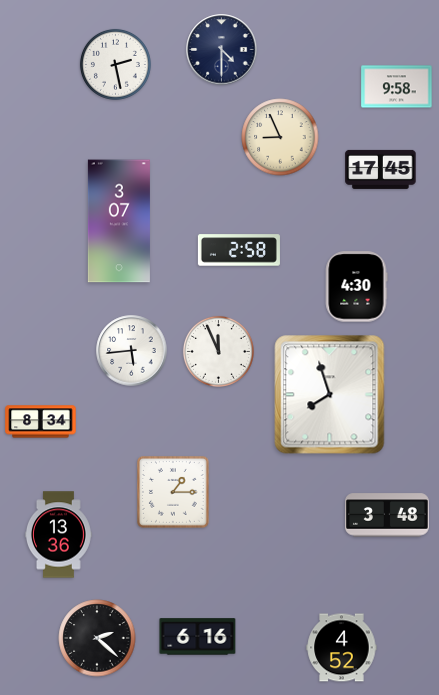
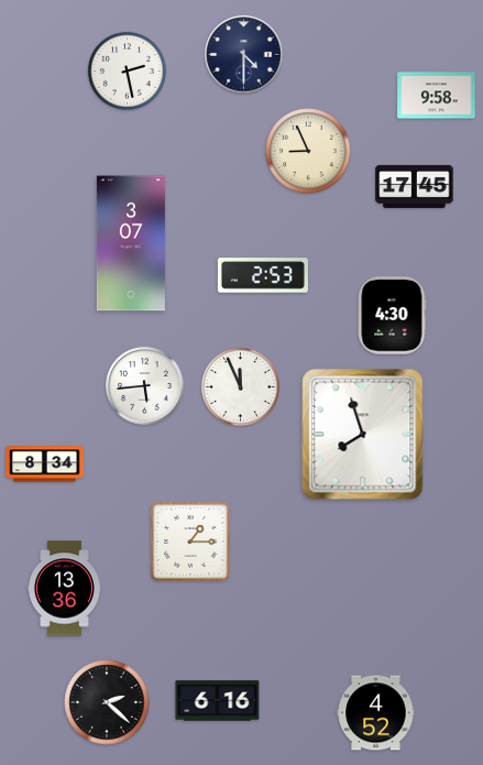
clock at (381, 169) position: (381, 169) -> (415, 186)
clock at (239, 250): 2:58 -> 2:53
clock at (388, 515): 3:48 -> none
